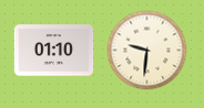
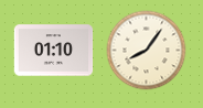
clock at (147, 51): 9:31 -> 8:06
